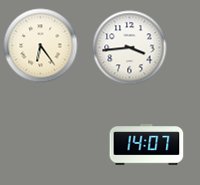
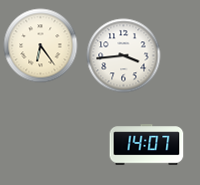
clock at (130, 48) position: (130, 48) -> (124, 56)
